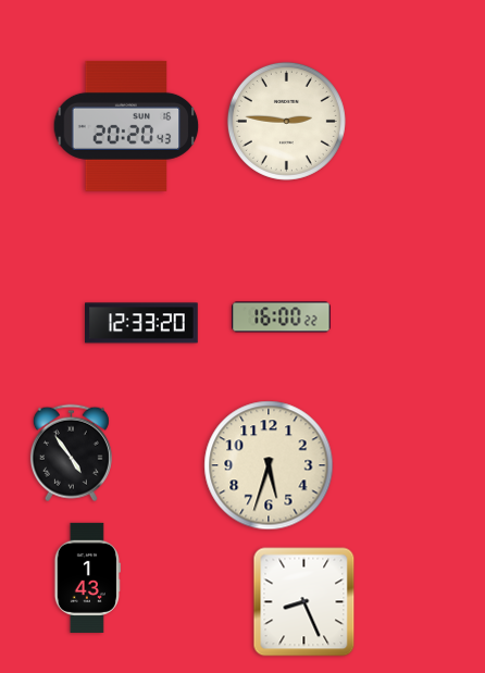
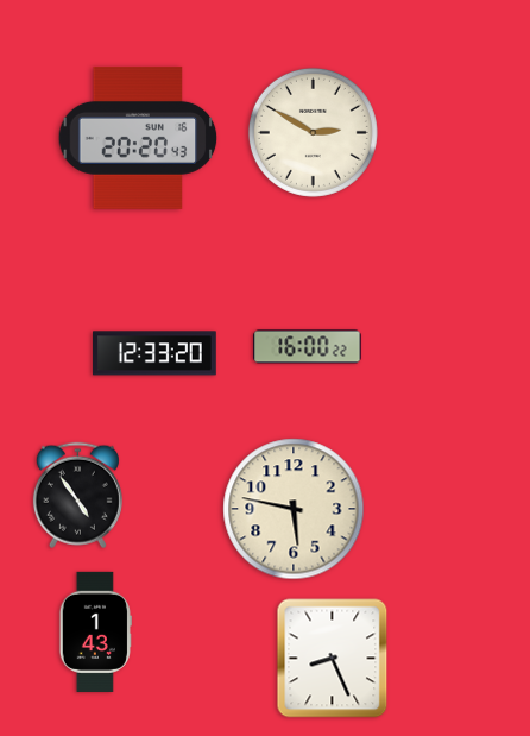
clock at (286, 121): 2:46 -> 2:50
clock at (269, 465): 5:33 -> 5:47
